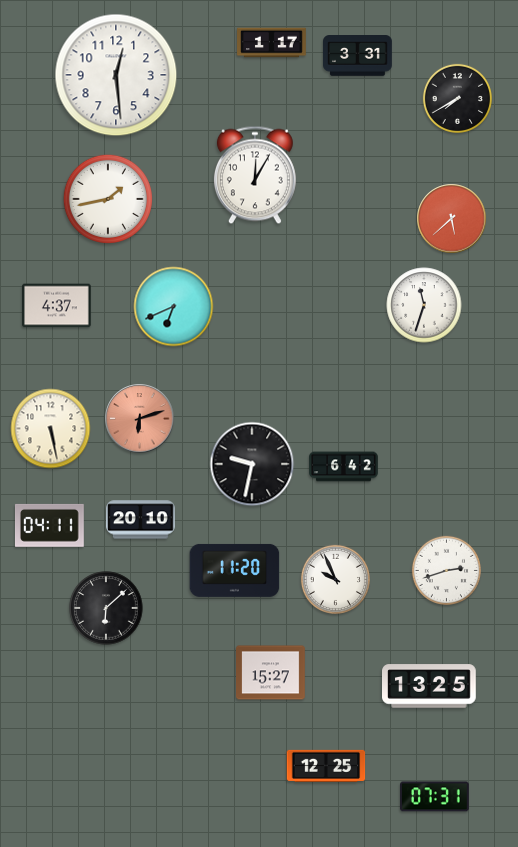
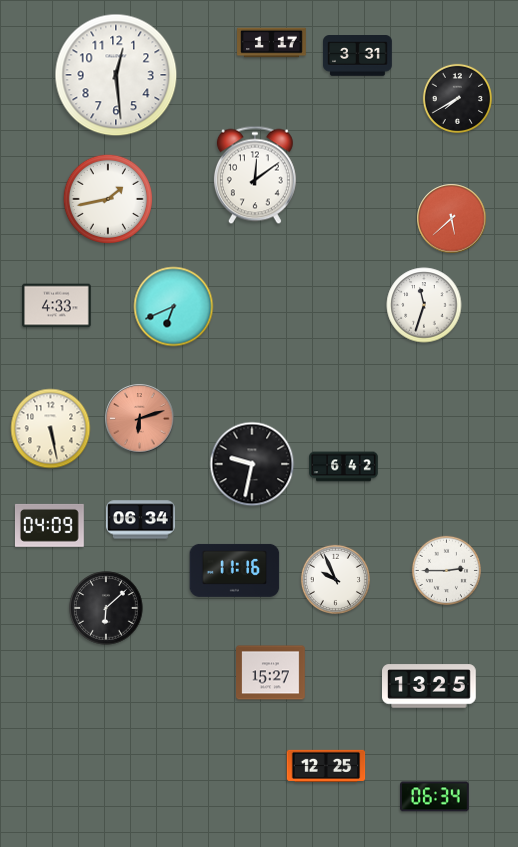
clock at (255, 175): 12:05 -> 12:09
clock at (57, 306): 4:37 -> 4:33
clock at (141, 520): 20:10 -> 06:34
clock at (49, 525): 04:11 -> 04:09
clock at (235, 570): 11:20 -> 11:16
clock at (446, 570): 2:42 -> 2:45
clock at (435, 797): 07:31 -> 06:34
